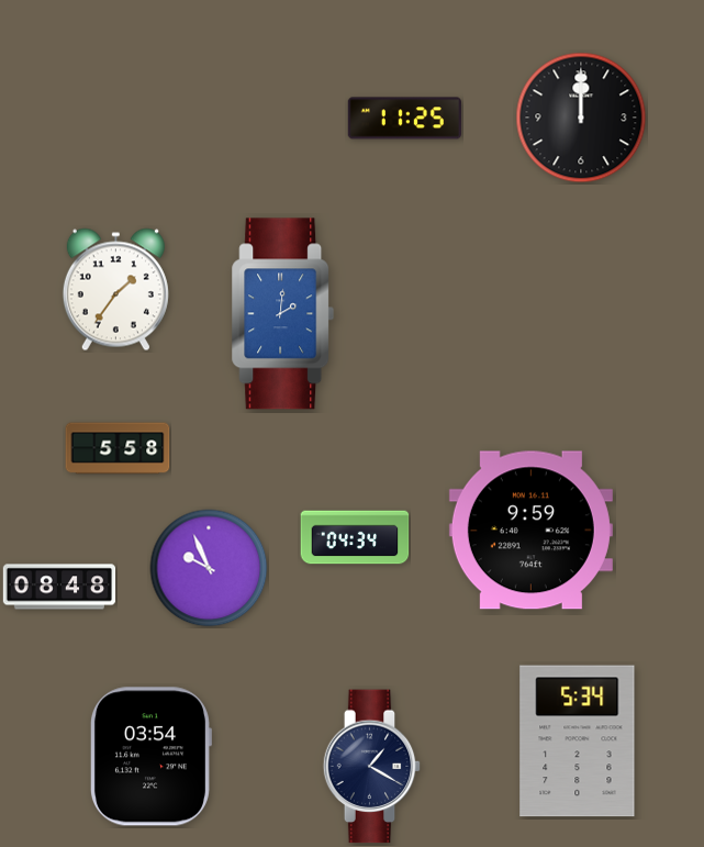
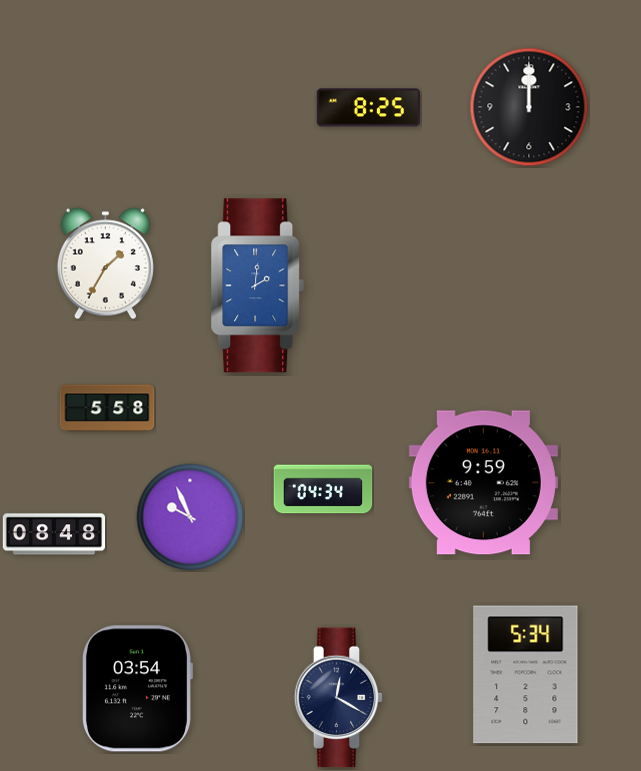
clock at (404, 119): 11:25 -> 8:25
clock at (115, 290): 1:36 -> 1:35
clock at (372, 767): 1:20 -> 12:20
